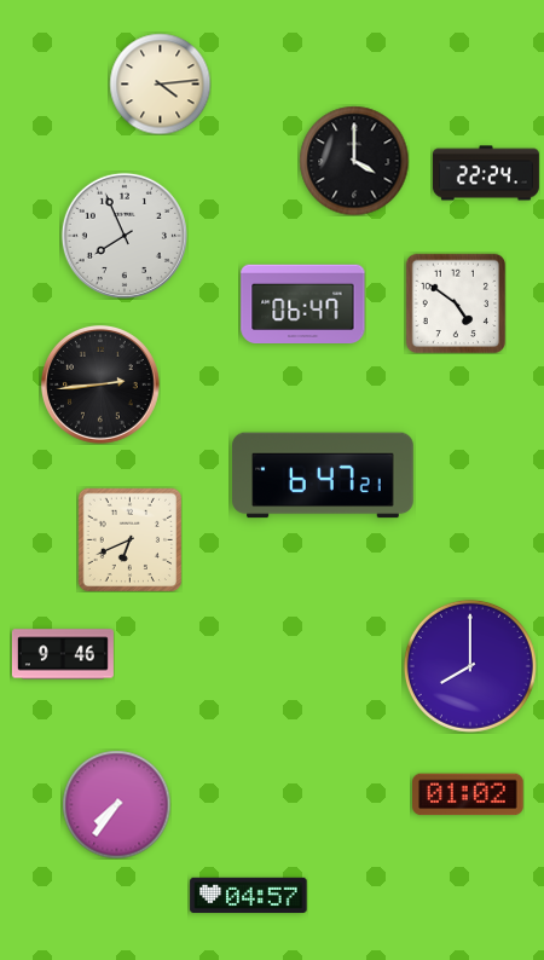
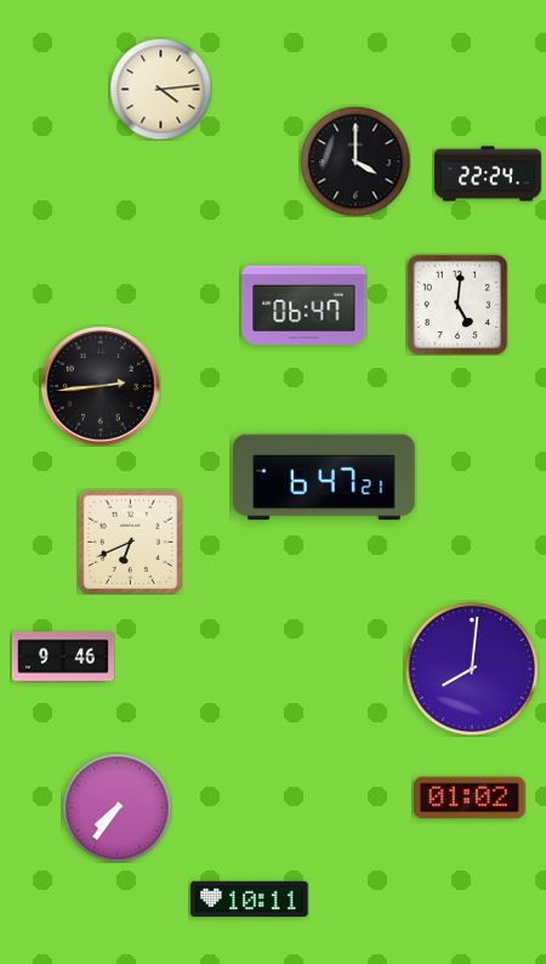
clock at (160, 83) position: (160, 83) -> (160, 89)
clock at (125, 236): 7:56 -> none
clock at (456, 303): 4:51 -> 5:01
clock at (470, 666): 8:00 -> 8:01
clock at (249, 896): 04:57 -> 10:11
